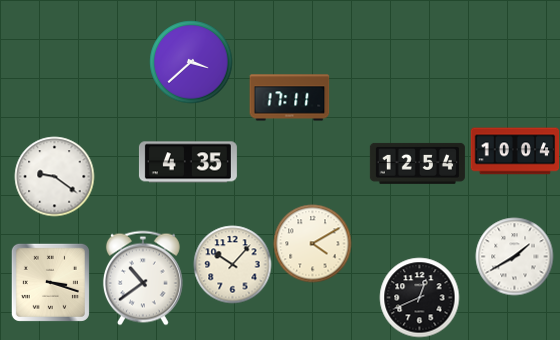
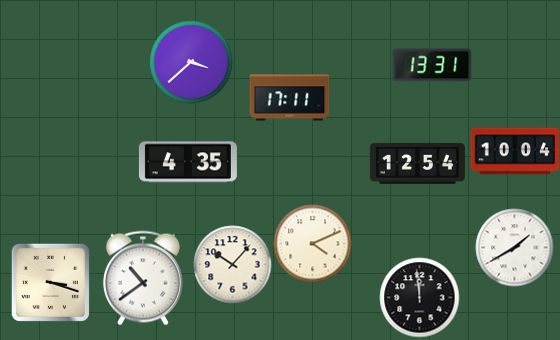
clock at (432, 65): none -> 13:31
clock at (54, 176): 9:21 -> none
clock at (312, 243): 4:10 -> 4:11
clock at (514, 256) position: (514, 256) -> (514, 247)
clock at (419, 297): 12:41 -> 11:59
